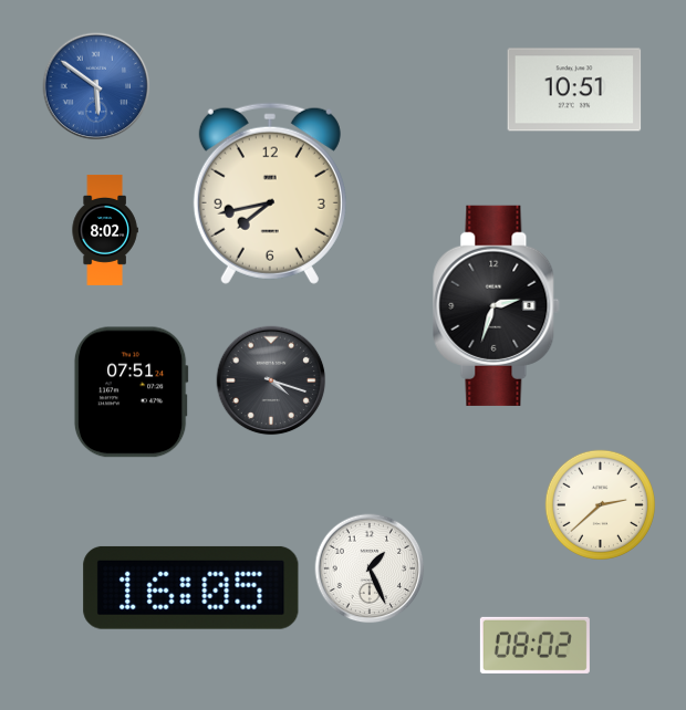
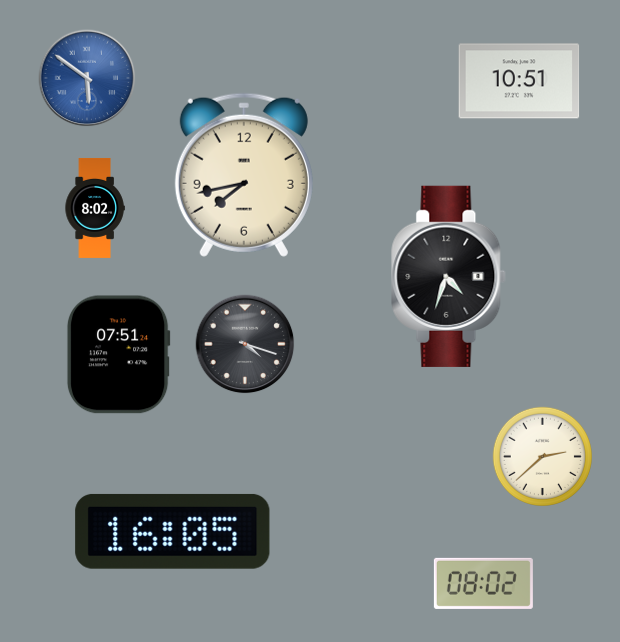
clock at (497, 305): 2:33 -> 4:33
clock at (370, 568): 1:26 -> none
